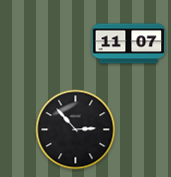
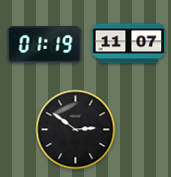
clock at (45, 45): none -> 01:19
clock at (76, 130): 2:53 -> 2:51
